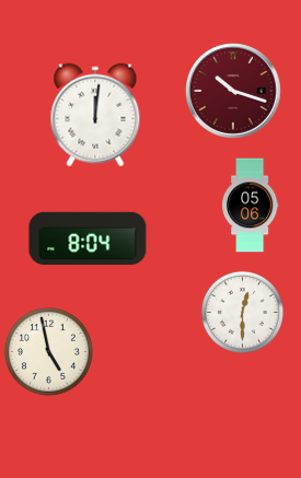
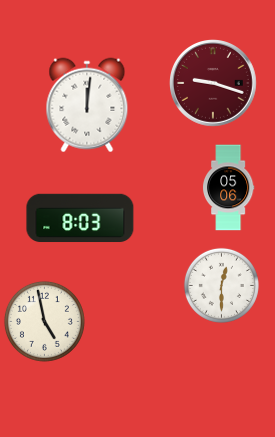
clock at (234, 92): 10:18 -> 9:18
clock at (88, 238): 8:04 -> 8:03
